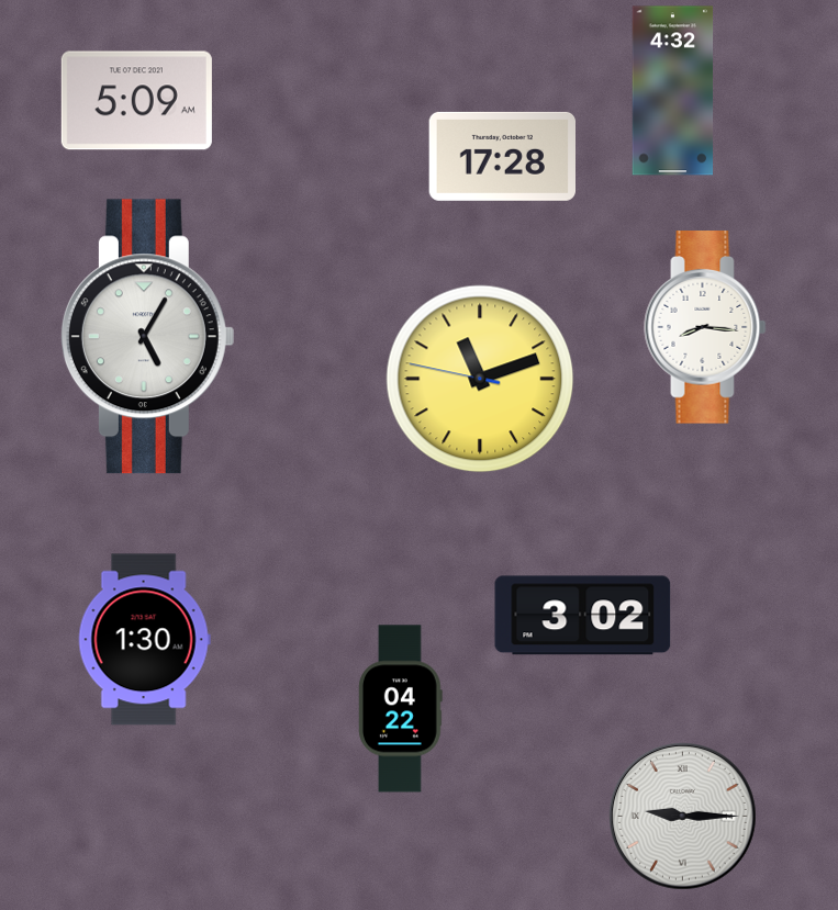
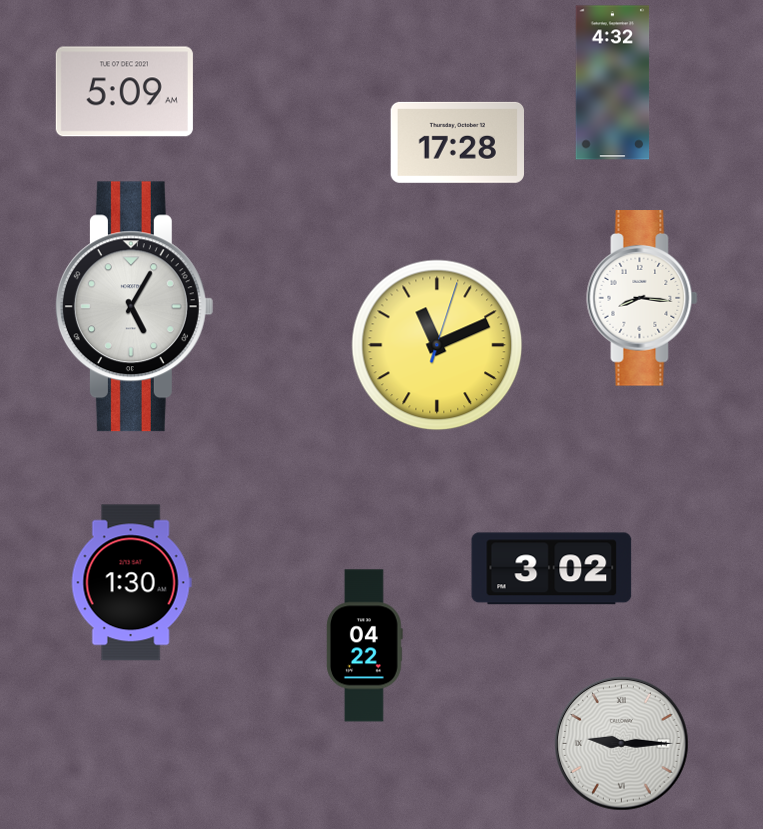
clock at (480, 379): 11:11:47 -> 11:11:03
clock at (583, 616) position: (583, 616) -> (552, 569)
